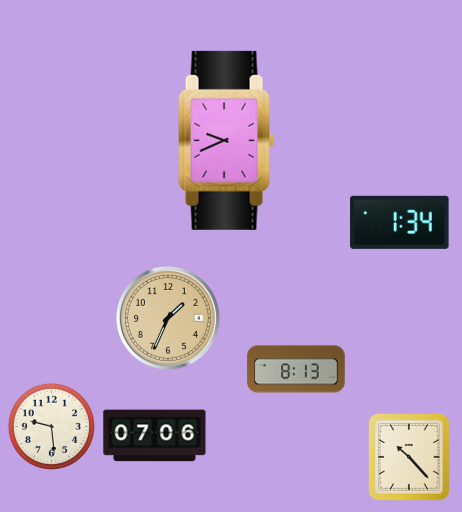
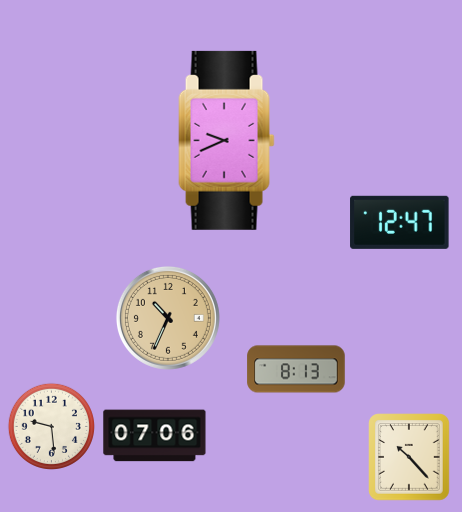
clock at (400, 222): 1:34 -> 12:47
clock at (168, 318): 1:34 -> 10:34
